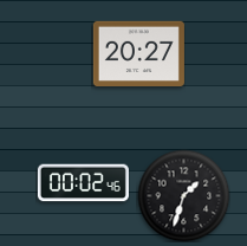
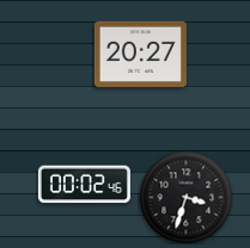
clock at (183, 195): 1:33 -> 3:33
